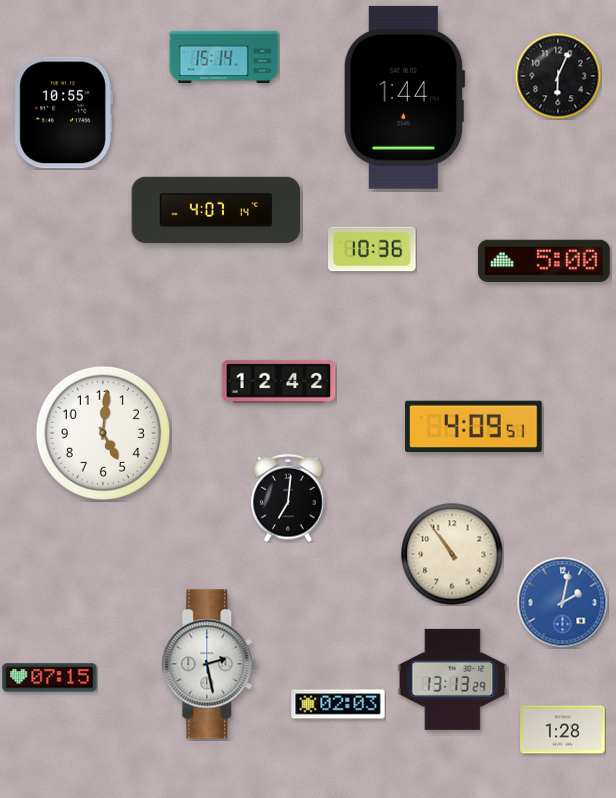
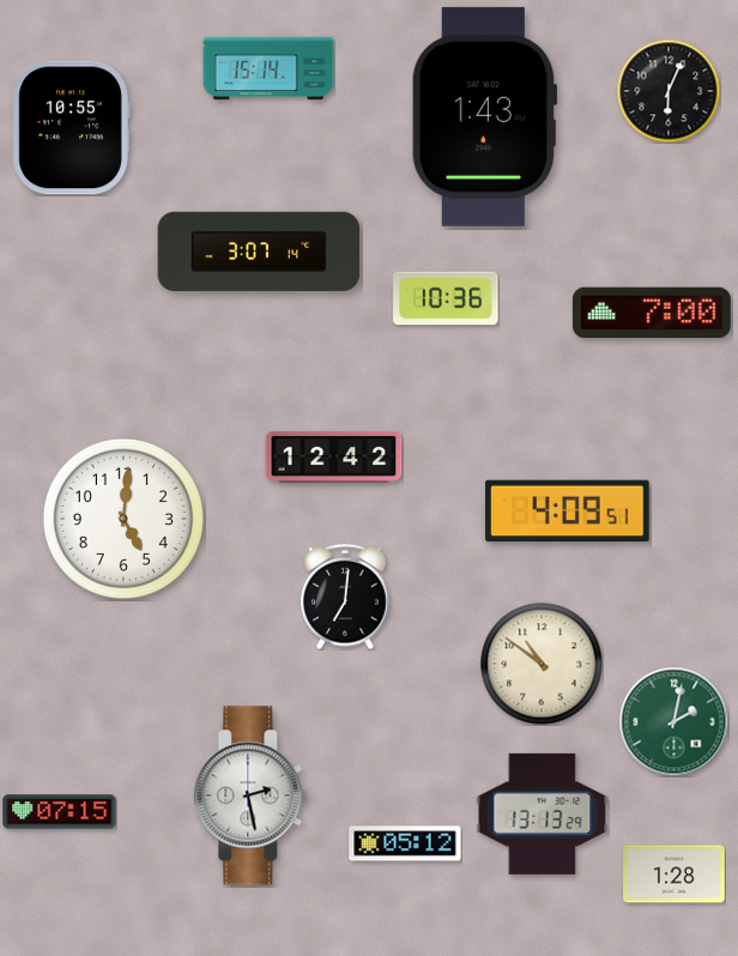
clock at (404, 97): 1:44 -> 1:43
clock at (63, 113) position: (63, 113) -> (71, 128)
clock at (216, 210): 4:07 -> 3:07
clock at (544, 260): 5:00 -> 7:00
clock at (452, 554): 10:54 -> 10:51
clock at (562, 602) dial: blue -> green
clock at (338, 704): 02:03 -> 05:12
